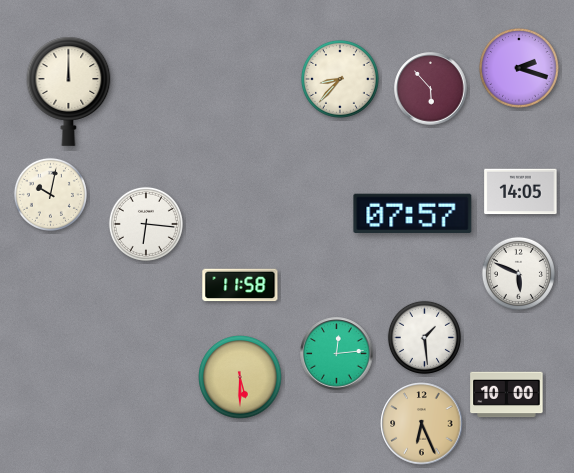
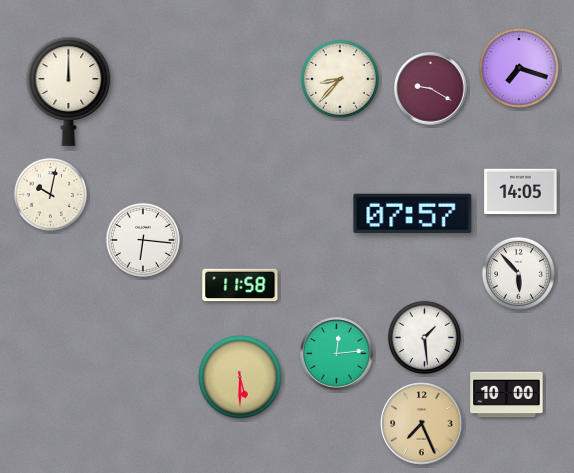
clock at (520, 69): 2:18 -> 7:18
clock at (431, 89): 5:53 -> 9:20
clock at (146, 224) position: (146, 224) -> (143, 240)
clock at (518, 273): 5:49 -> 5:53
clock at (422, 424): 6:26 -> 7:26
